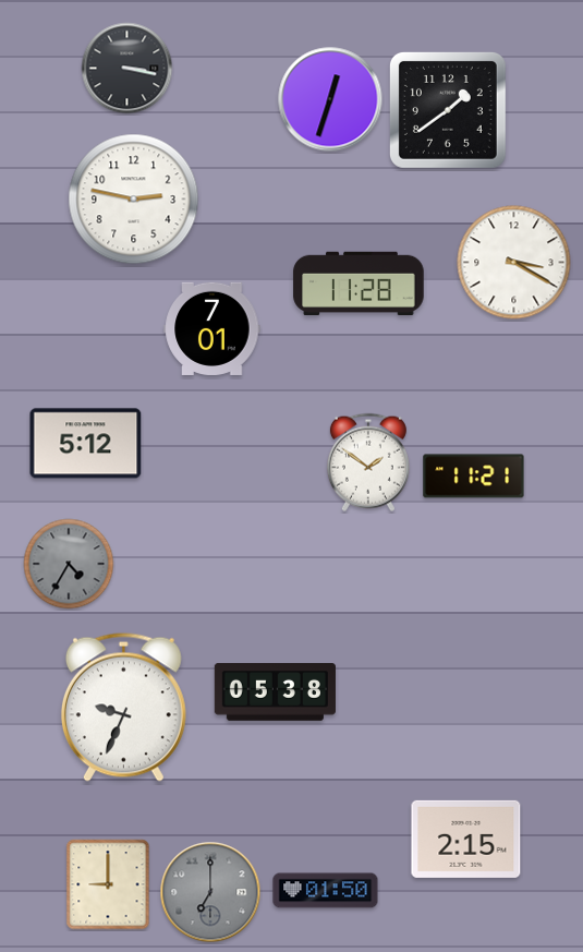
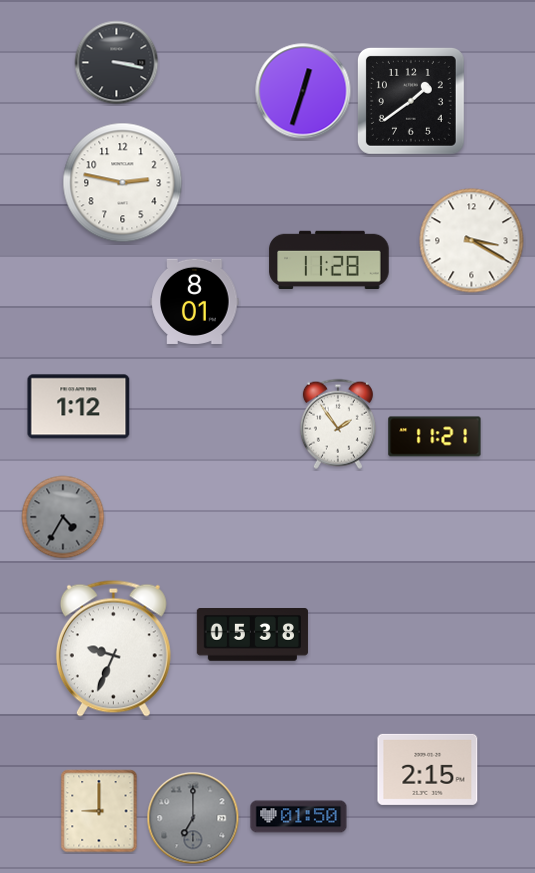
clock at (212, 328): 7:01 -> 8:01
clock at (86, 444): 5:12 -> 1:12
clock at (368, 462): 1:51 -> 1:54
